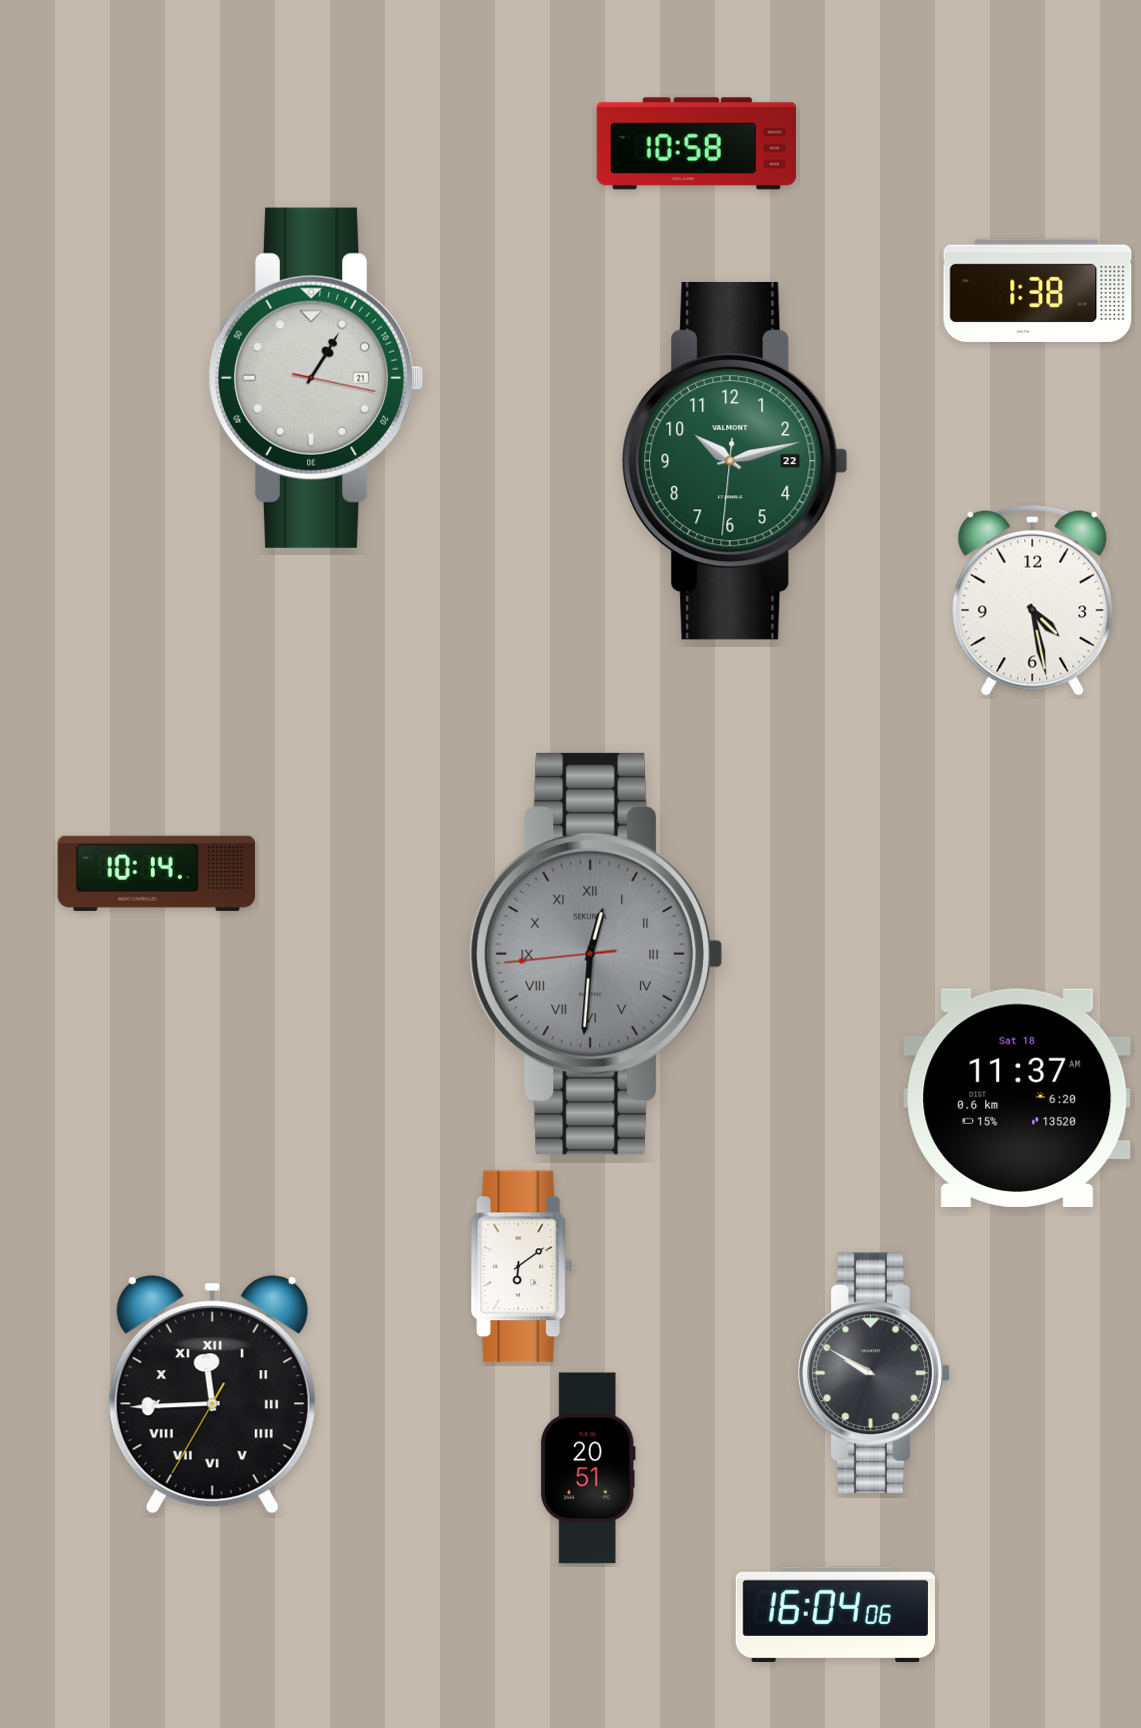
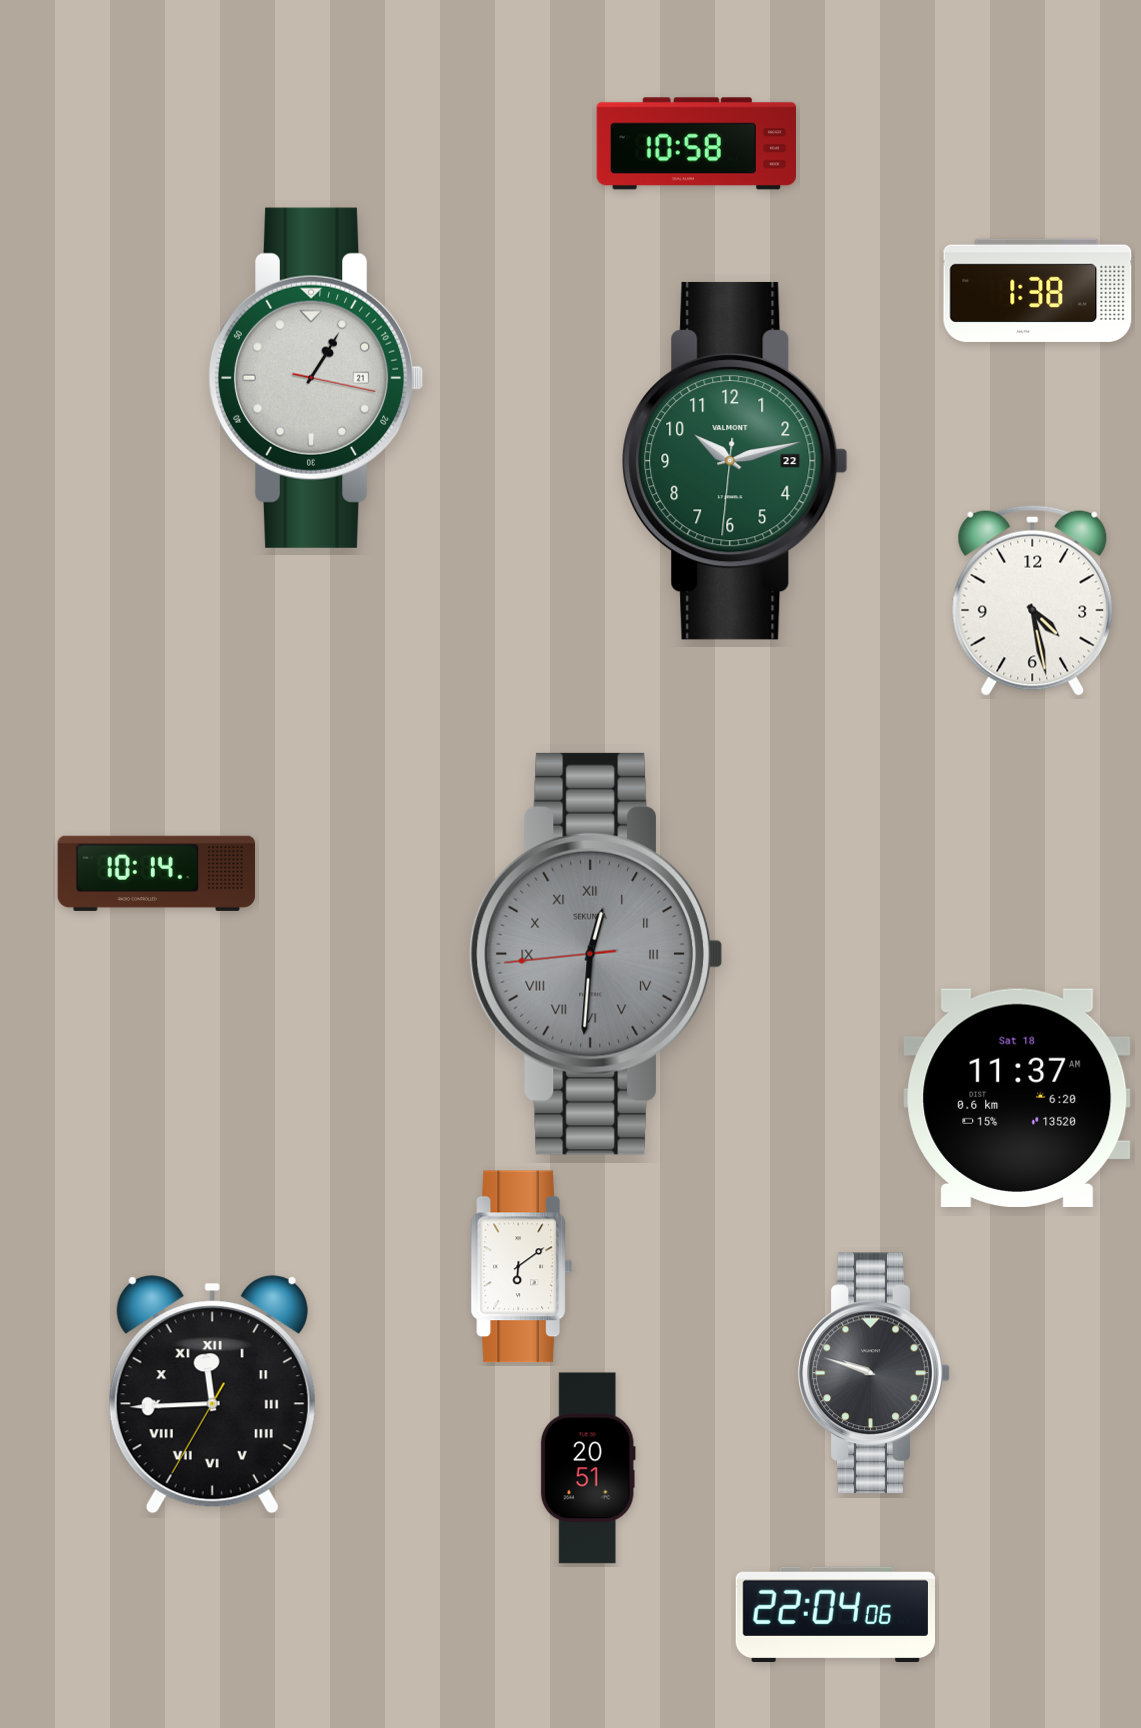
clock at (874, 1373): 9:50 -> 9:48
clock at (835, 1614): 16:04 -> 22:04
